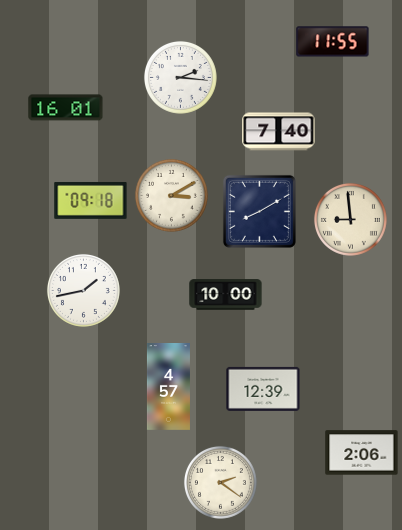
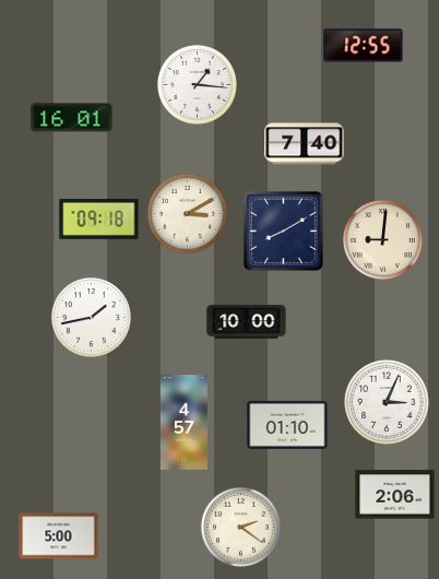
clock at (333, 42): 11:55 -> 12:55
clock at (180, 77): 2:16 -> 1:16
clock at (350, 219): 8:59 -> 9:01
clock at (387, 402): none -> 3:04
clock at (263, 389): 12:39 -> 01:10
clock at (59, 536): none -> 5:00
